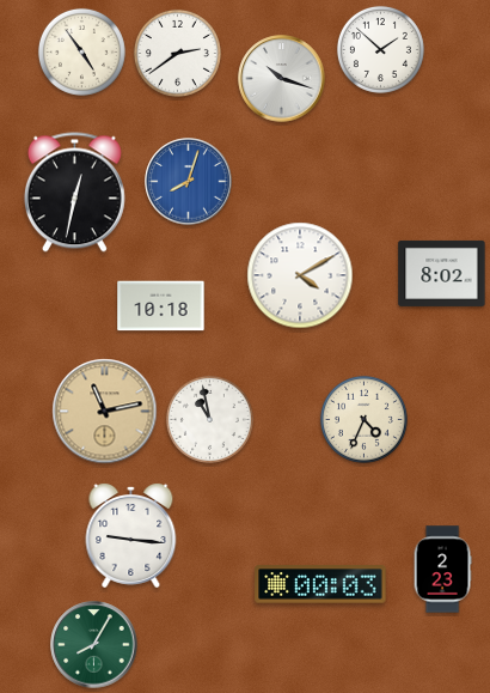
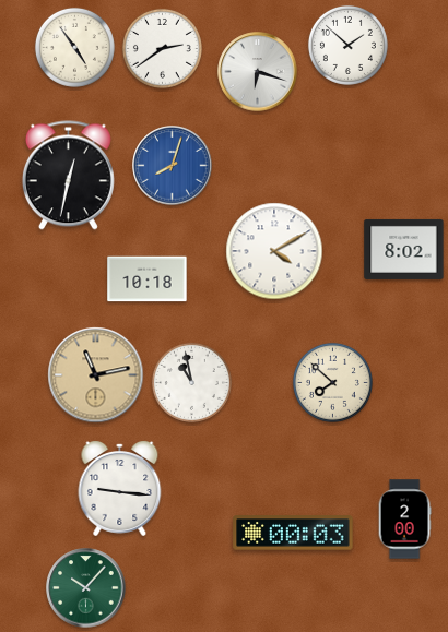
clock at (282, 79): 10:18 -> 6:18
clock at (363, 419): 4:34 -> 7:52
clock at (442, 570): 2:23 -> 2:00
clock at (94, 645): 8:05 -> 10:07
